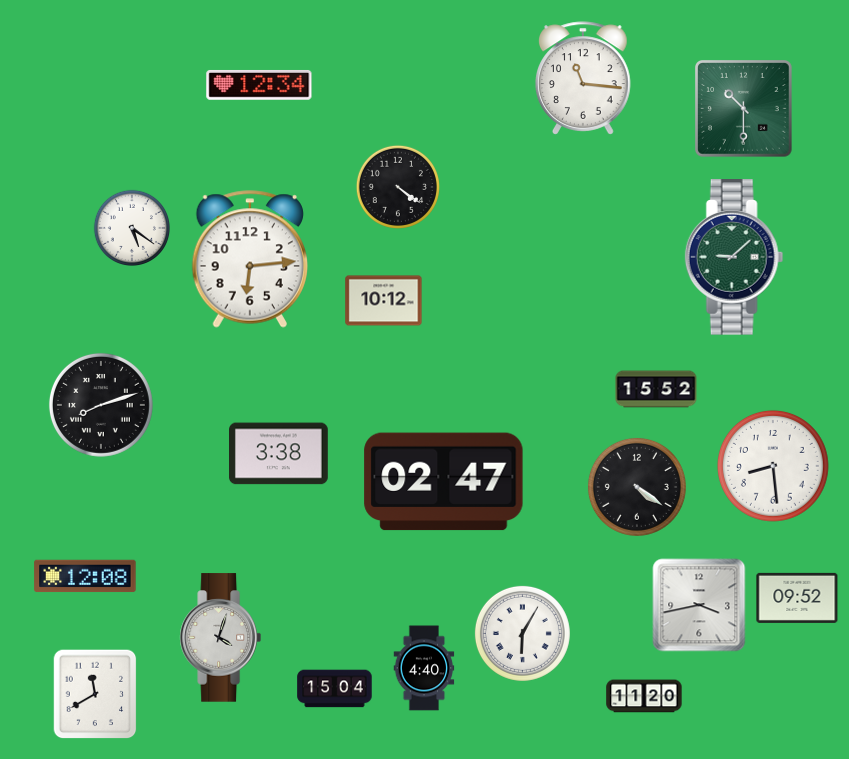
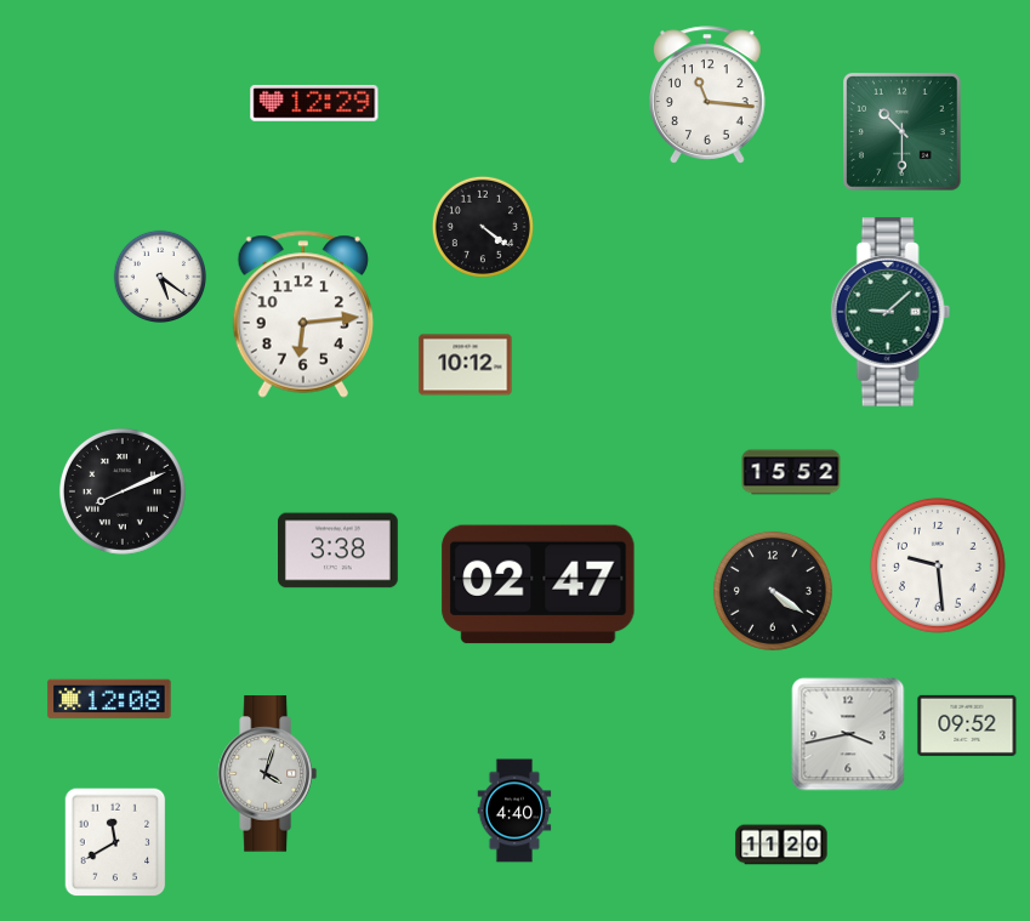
clock at (259, 85): 12:34 -> 12:29
clock at (656, 389) position: (656, 389) -> (791, 472)
clock at (101, 405): 8:12 -> 8:11
clock at (773, 466): 8:29 -> 9:29
clock at (85, 576) position: (85, 576) -> (109, 699)
clock at (522, 633): 6:05 -> none
clock at (335, 689): 15:04 -> none
